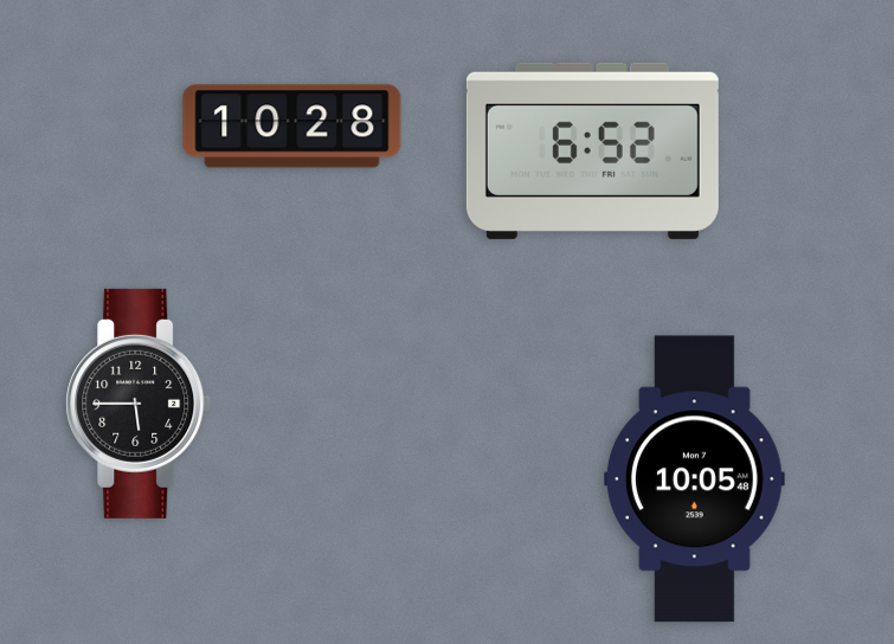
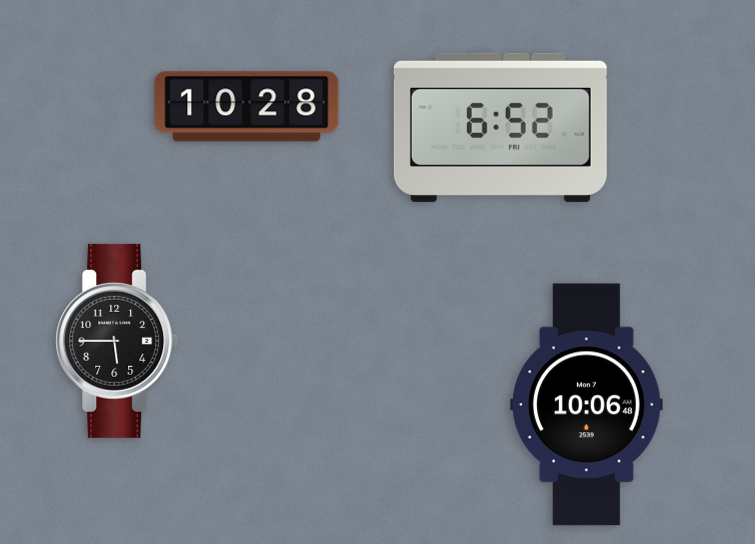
clock at (695, 479): 10:05 -> 10:06
